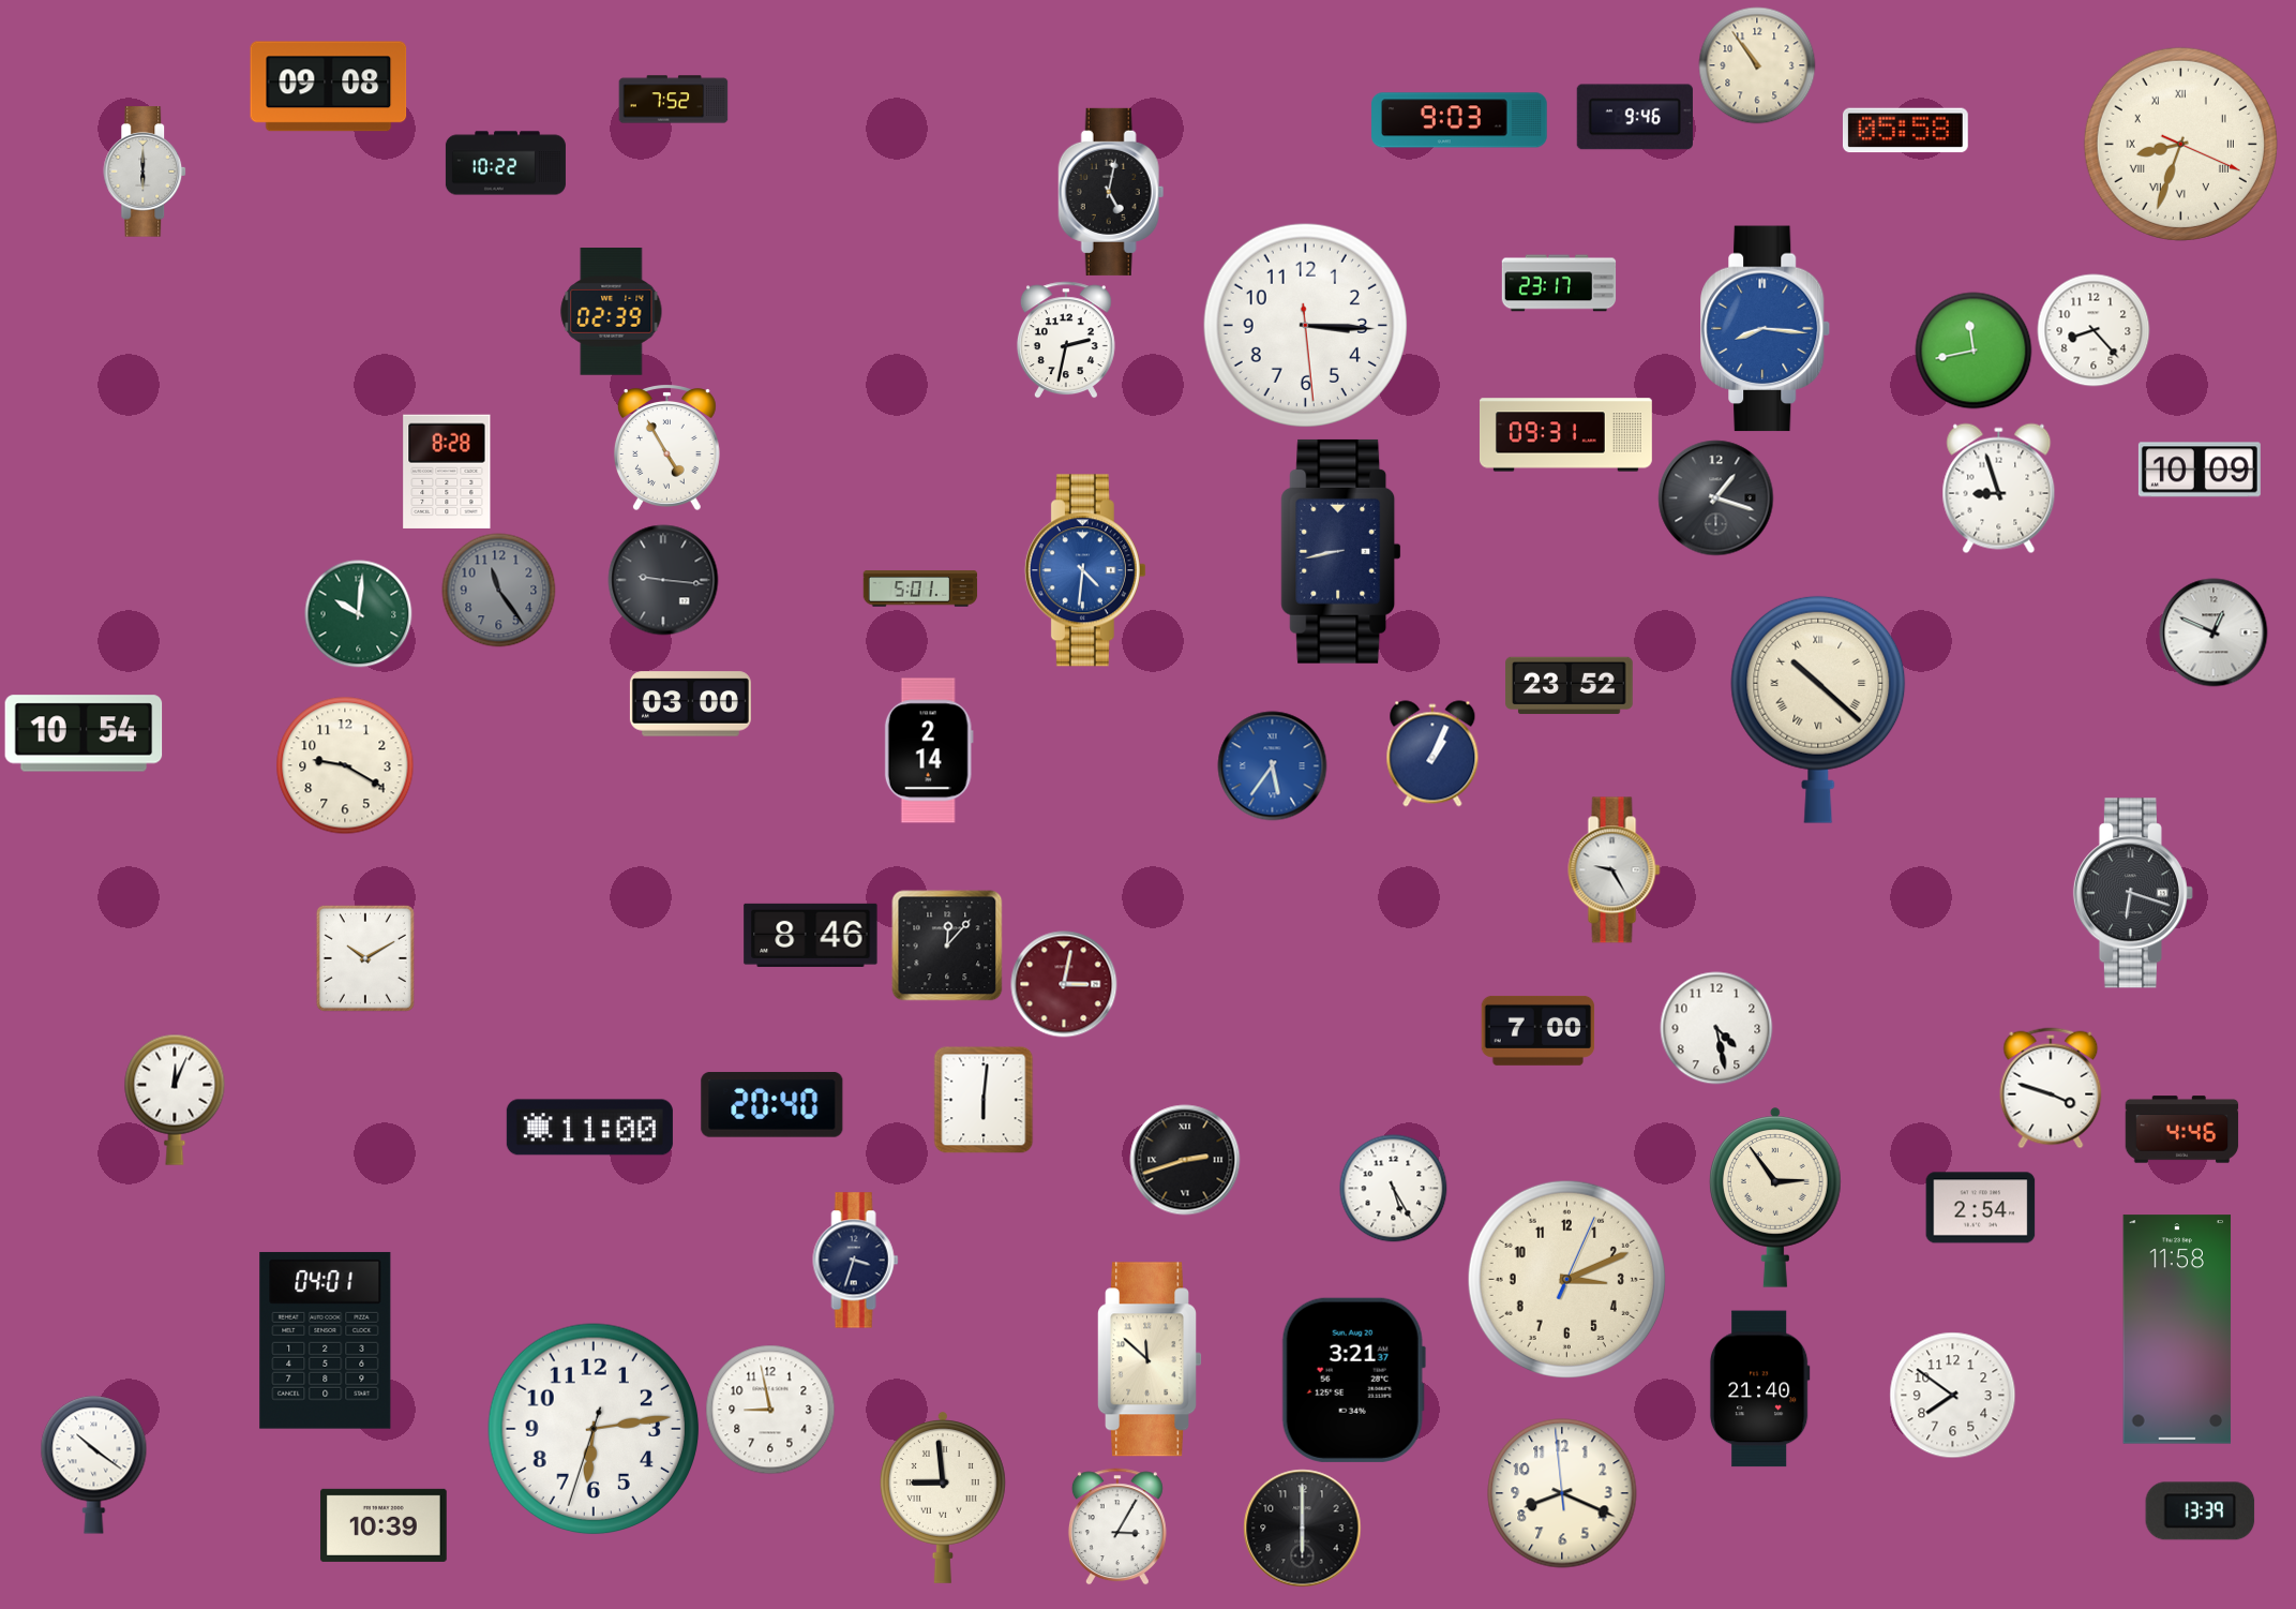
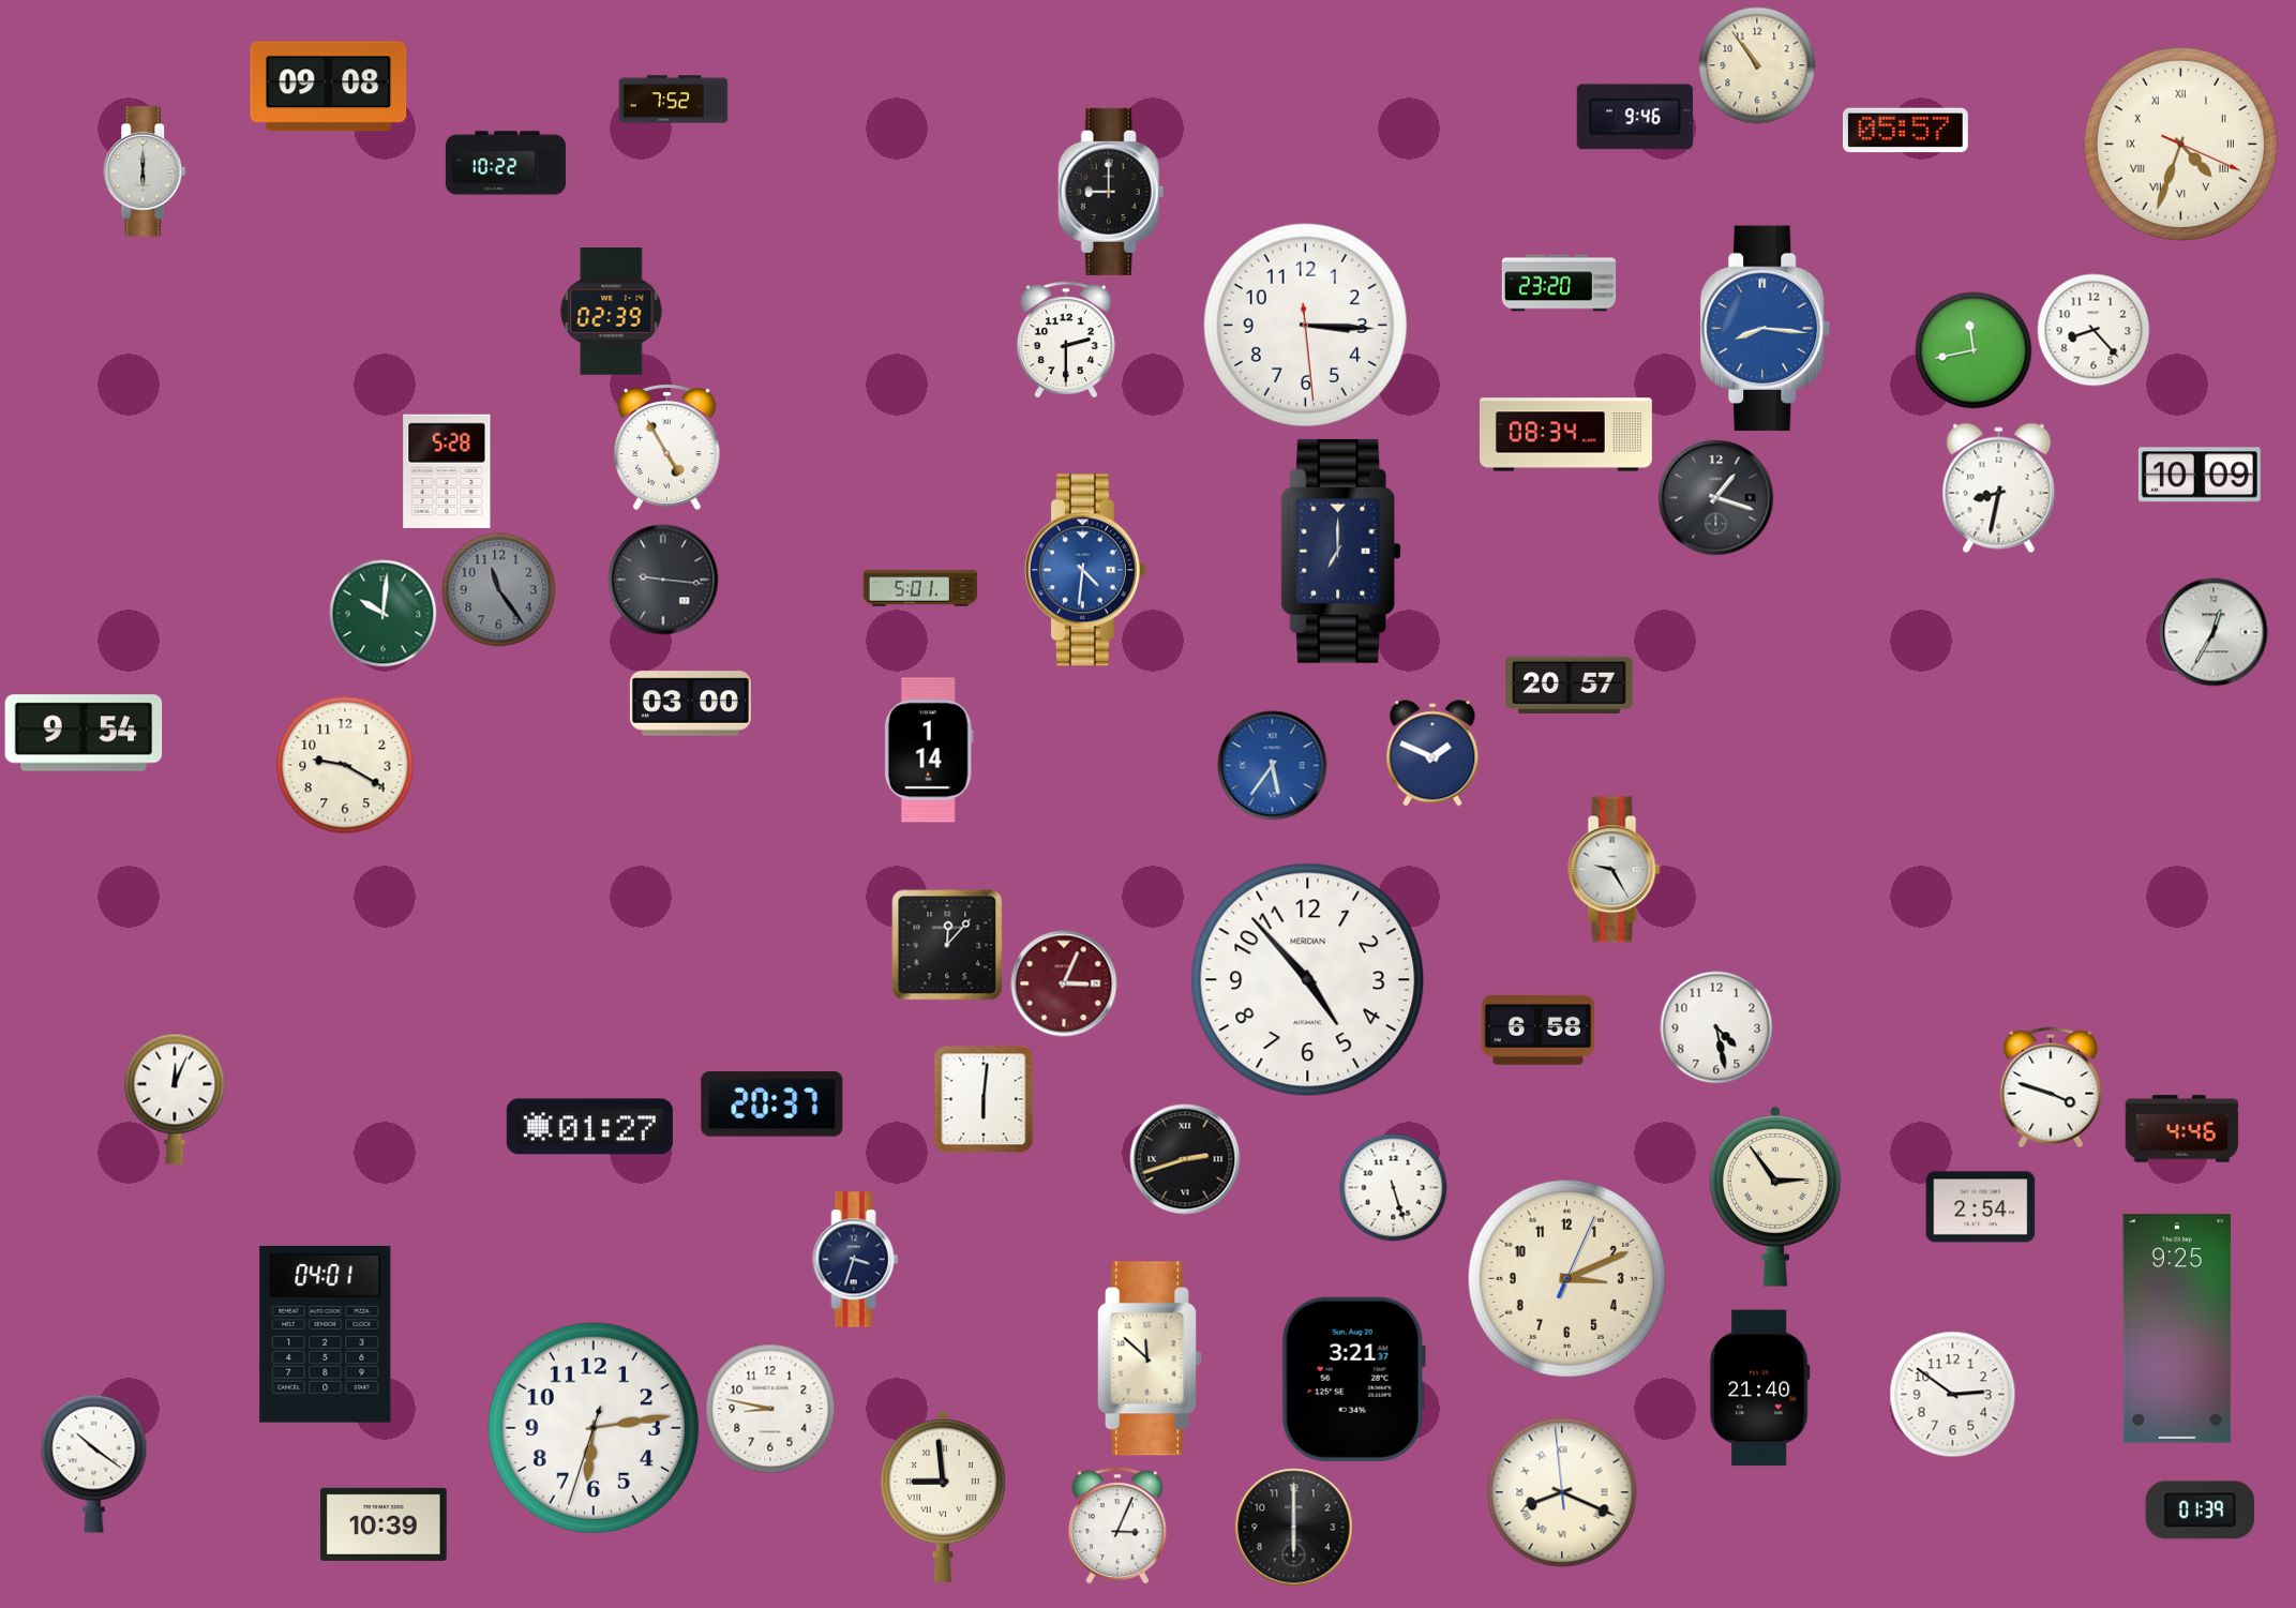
clock at (1460, 120): 9:03 -> none
clock at (1905, 131): 05:58 -> 05:57
clock at (2180, 144): 8:33 -> 4:33
clock at (1111, 192): 5:02 -> 9:00
clock at (1559, 283): 23:17 -> 23:20
clock at (1066, 340): 2:32 -> 2:30
clock at (1565, 435): 09:31 -> 08:34
clock at (2200, 470) position: (2200, 470) -> (2200, 475)
clock at (447, 472): 8:28 -> 5:28
clock at (1999, 489): 8:57 -> 8:32
clock at (1341, 551): 8:43 -> 7:00
clock at (359, 614) position: (359, 614) -> (384, 614)
clock at (2214, 632): 12:49 -> 12:35
clock at (1570, 686): 23:52 -> 20:57
clock at (1818, 710): 10:22 -> none
clock at (84, 733): 10:54 -> 9:54
clock at (929, 750): 2:14 -> 1:14
clock at (1432, 754): 1:04 -> 1:49
clock at (2133, 893): 6:18 -> none
clock at (811, 935): 8:46 -> none
clock at (365, 958): 10:10 -> none
clock at (1308, 980): none -> 4:53
clock at (1064, 984): 3:02 -> 3:04
clock at (1539, 1030): 7:00 -> 6:58
clock at (772, 1105): 20:40 -> 20:37
clock at (589, 1128): 11:00 -> 01:27
clock at (1394, 1189): 5:25 -> 5:27
clock at (2177, 1329): 11:58 -> 9:25
clock at (326, 1340) position: (326, 1340) -> (326, 1334)
clock at (1953, 1396): 7:51 -> 2:51
clock at (770, 1410): 8:58 -> 8:47
clock at (1562, 1493) numerals: Arabic -> Roman
clock at (2201, 1511): 13:39 -> 01:39
clock at (1117, 1526): 3:05 -> 3:04
clock at (1303, 1529) position: (1303, 1529) -> (1294, 1528)
